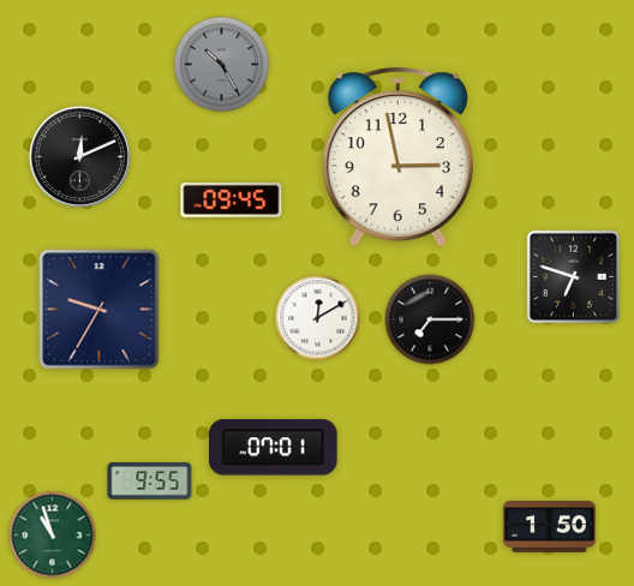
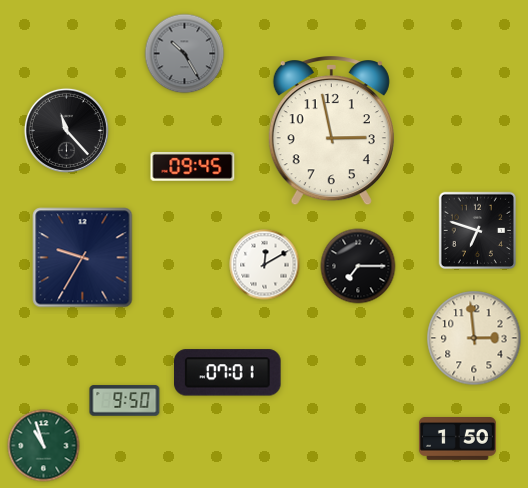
clock at (79, 156): 12:11 -> 11:23
clock at (474, 338): none -> 2:59
clock at (150, 482): 9:55 -> 9:50
